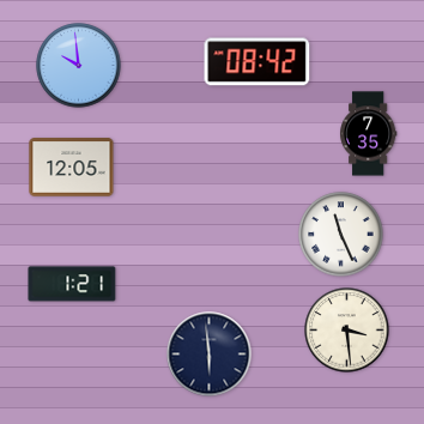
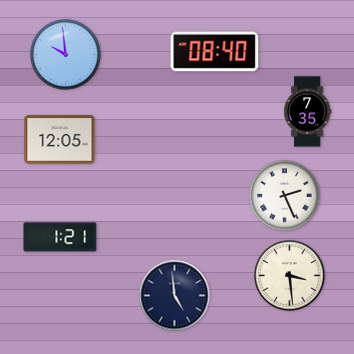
clock at (258, 62): 08:42 -> 08:40
clock at (341, 235): 11:26 -> 2:26
clock at (210, 355): 5:59 -> 4:59
